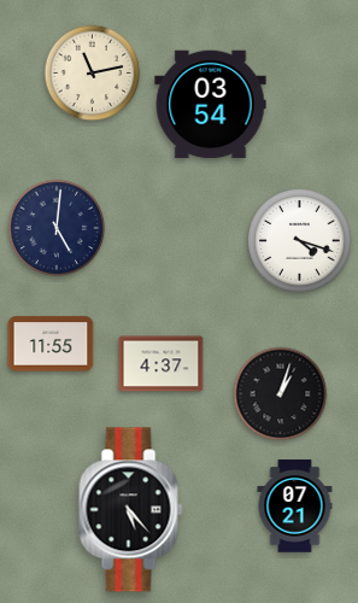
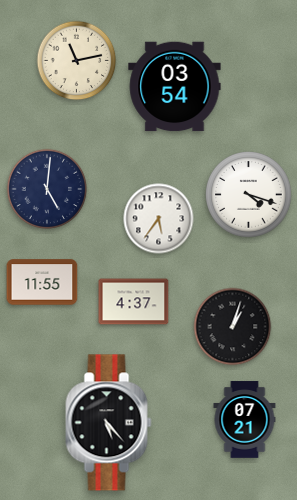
clock at (300, 241) position: (300, 241) -> (249, 195)
clock at (159, 219): none -> 5:36
clock at (51, 344) position: (51, 344) -> (42, 282)
